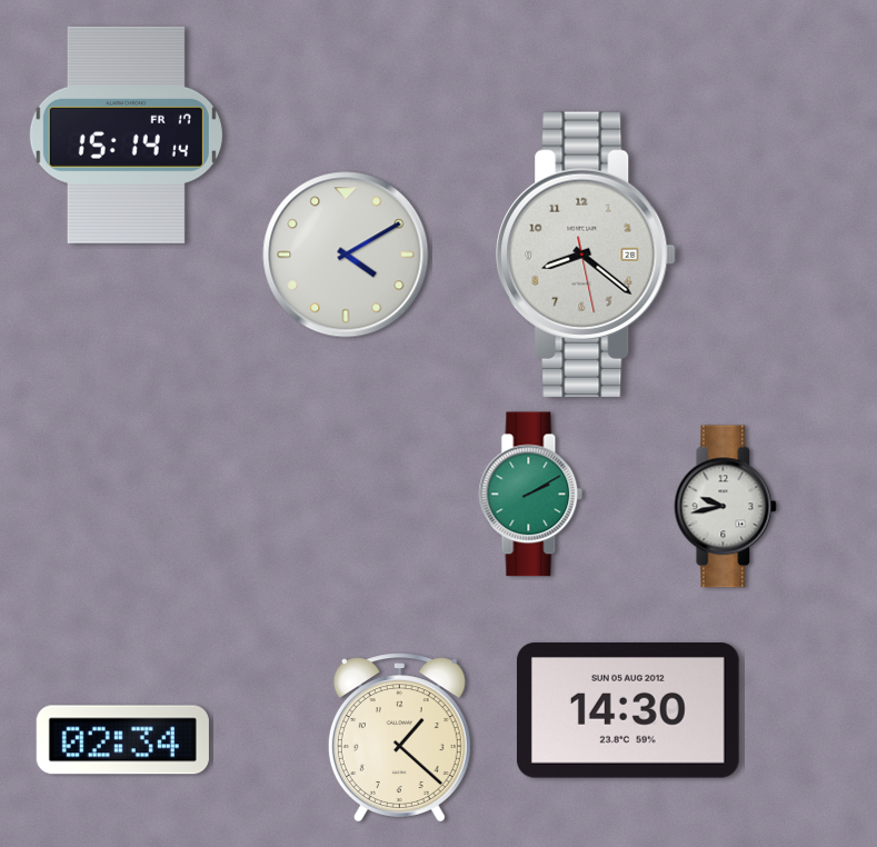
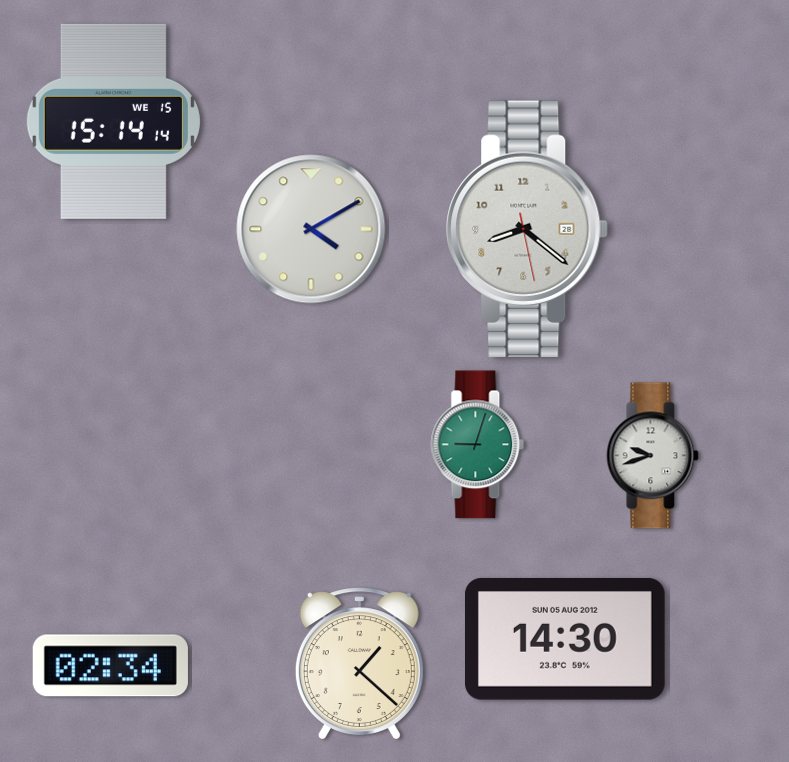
clock at (126, 134) date: FR 17 -> WE 15
clock at (531, 495): 2:10 -> 9:03
clock at (726, 507): 9:43 -> 9:42
